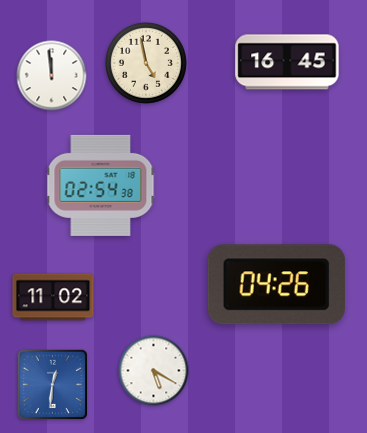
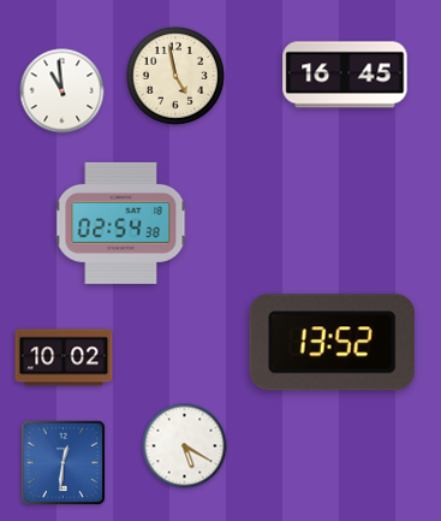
clock at (52, 76): 11:59 -> 10:59
clock at (276, 285): 04:26 -> 13:52
clock at (53, 297): 11:02 -> 10:02
